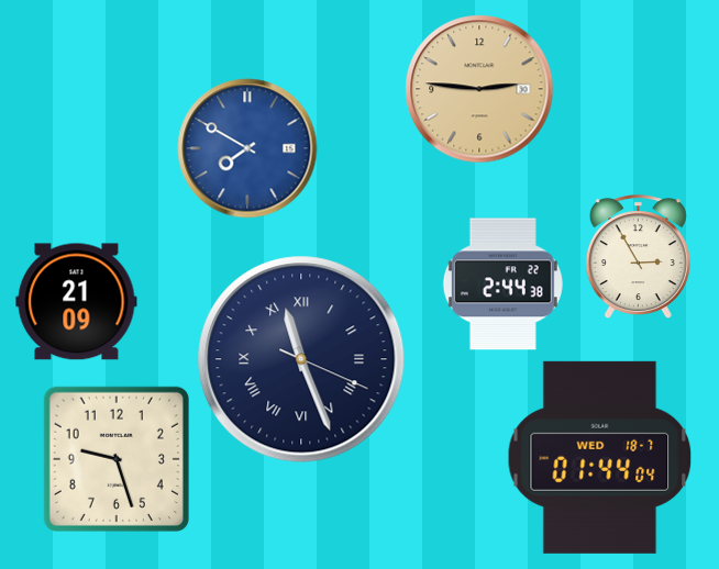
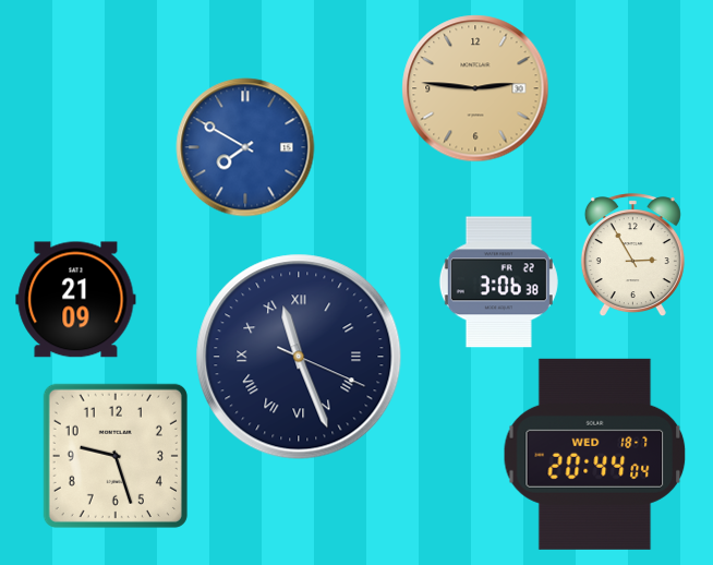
clock at (502, 284): 2:44 -> 3:06
clock at (600, 457): 01:44 -> 20:44
